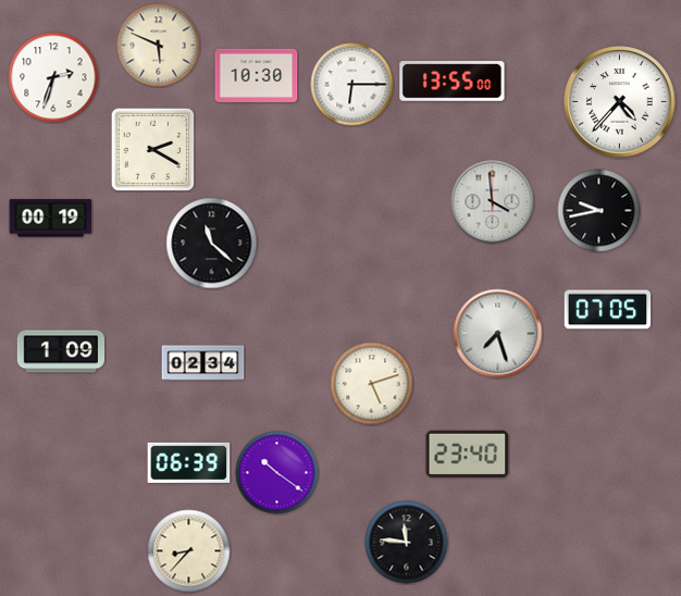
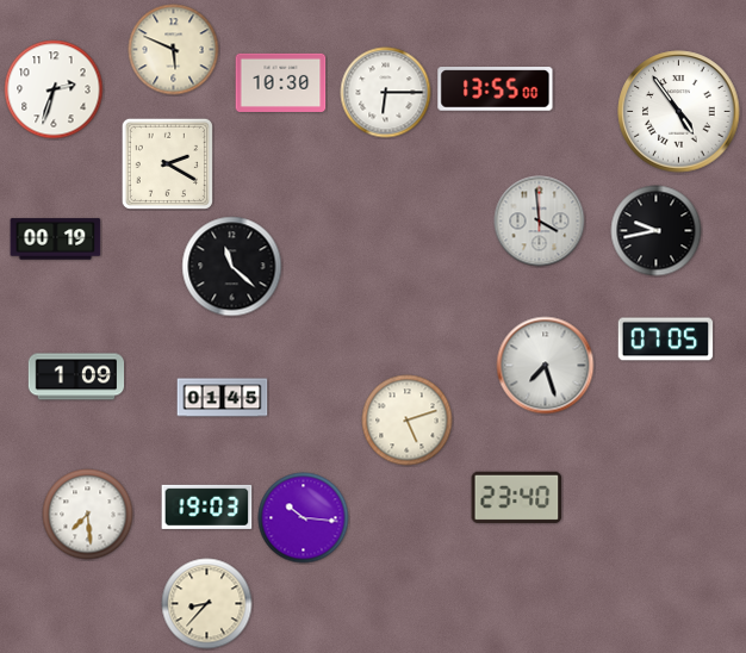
clock at (53, 77) position: (53, 77) -> (54, 89)
clock at (620, 102): 4:37 -> 4:54
clock at (61, 351) position: (61, 351) -> (76, 377)
clock at (203, 363): 02:34 -> 01:45
clock at (468, 454) position: (468, 454) -> (517, 497)
clock at (189, 462): 06:39 -> 19:03
clock at (88, 515): none -> 7:29
clock at (277, 473): 10:21 -> 10:16
clock at (407, 543): 11:46 -> none
